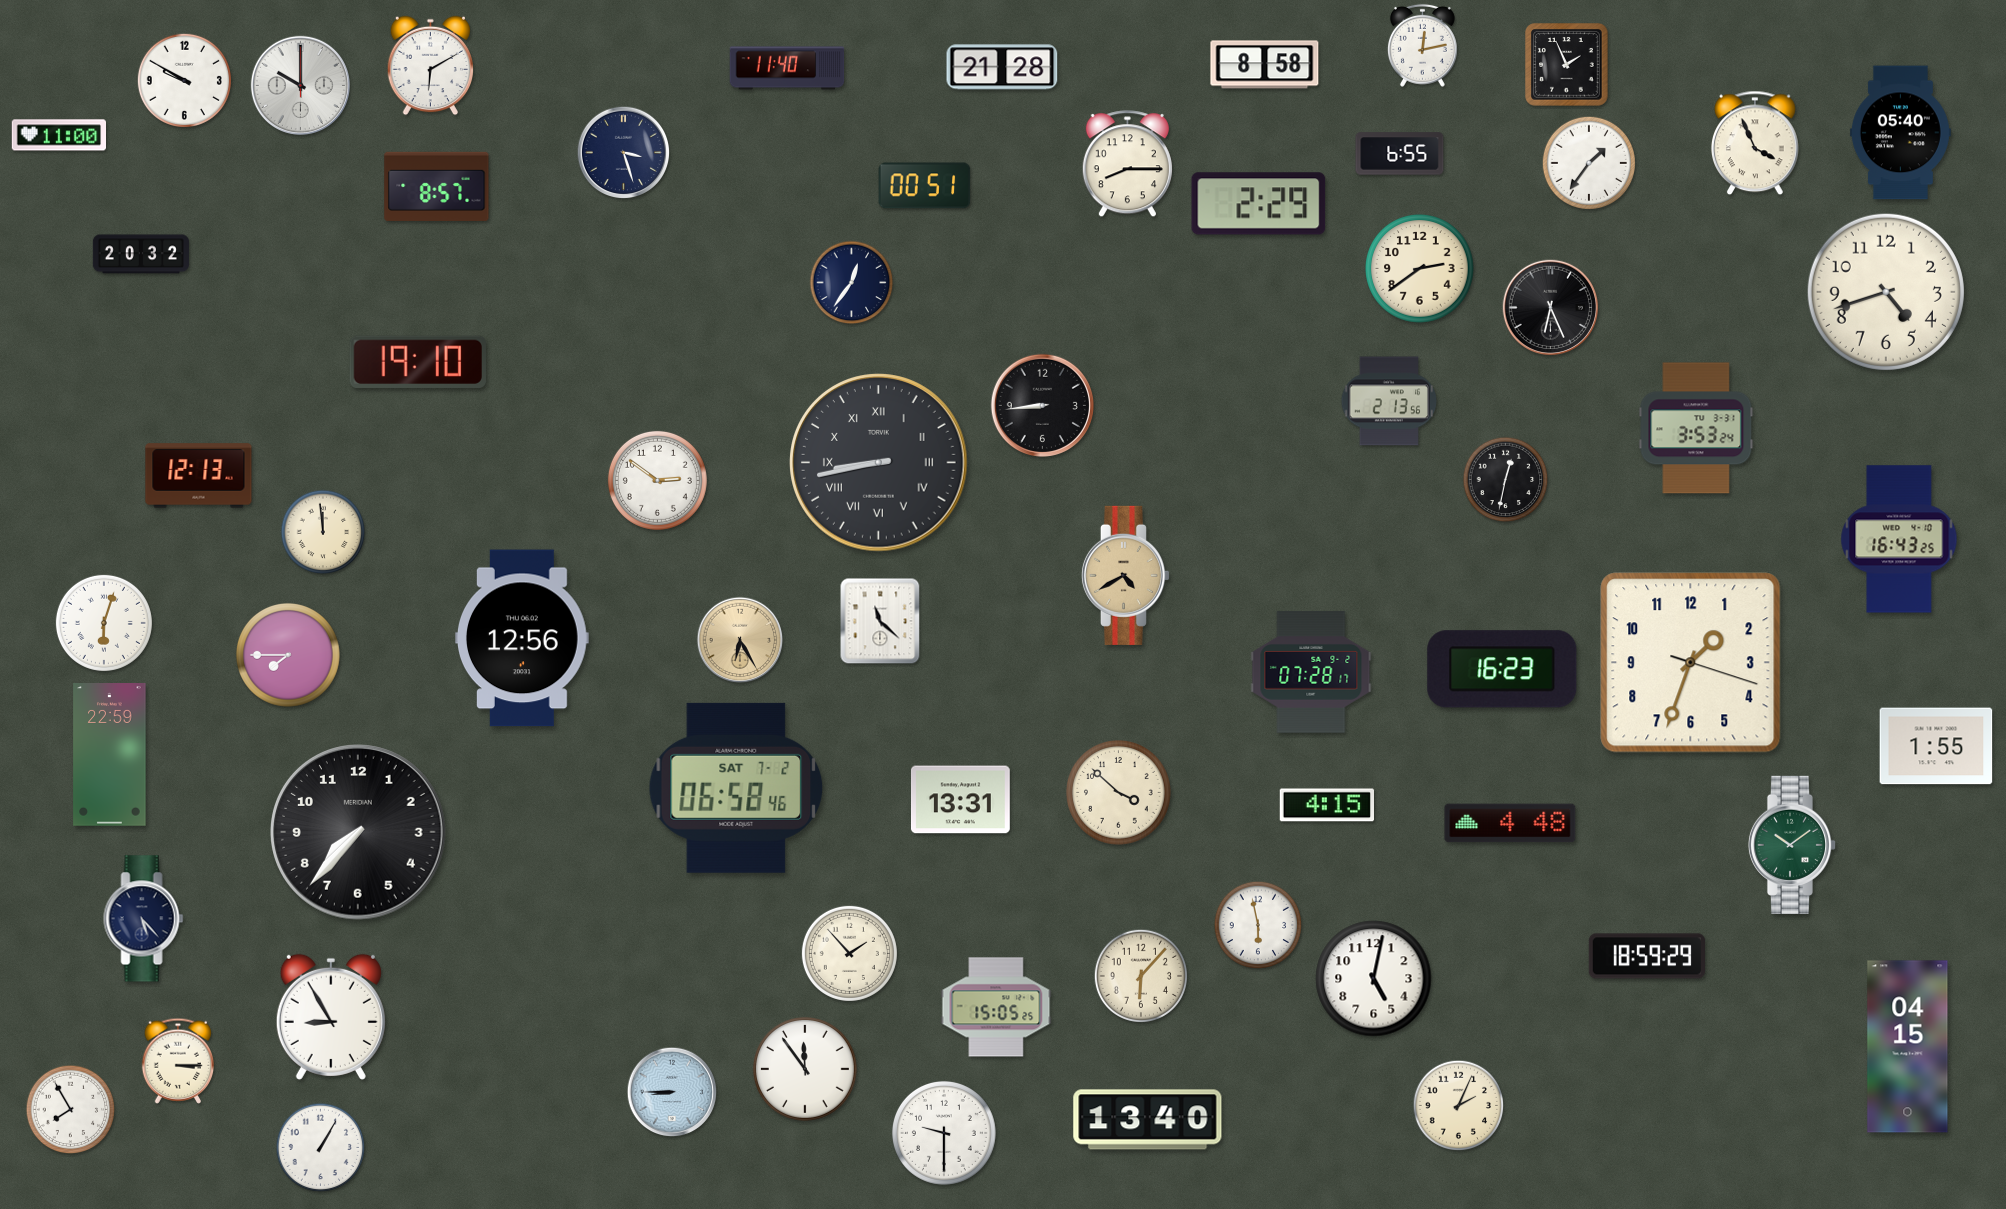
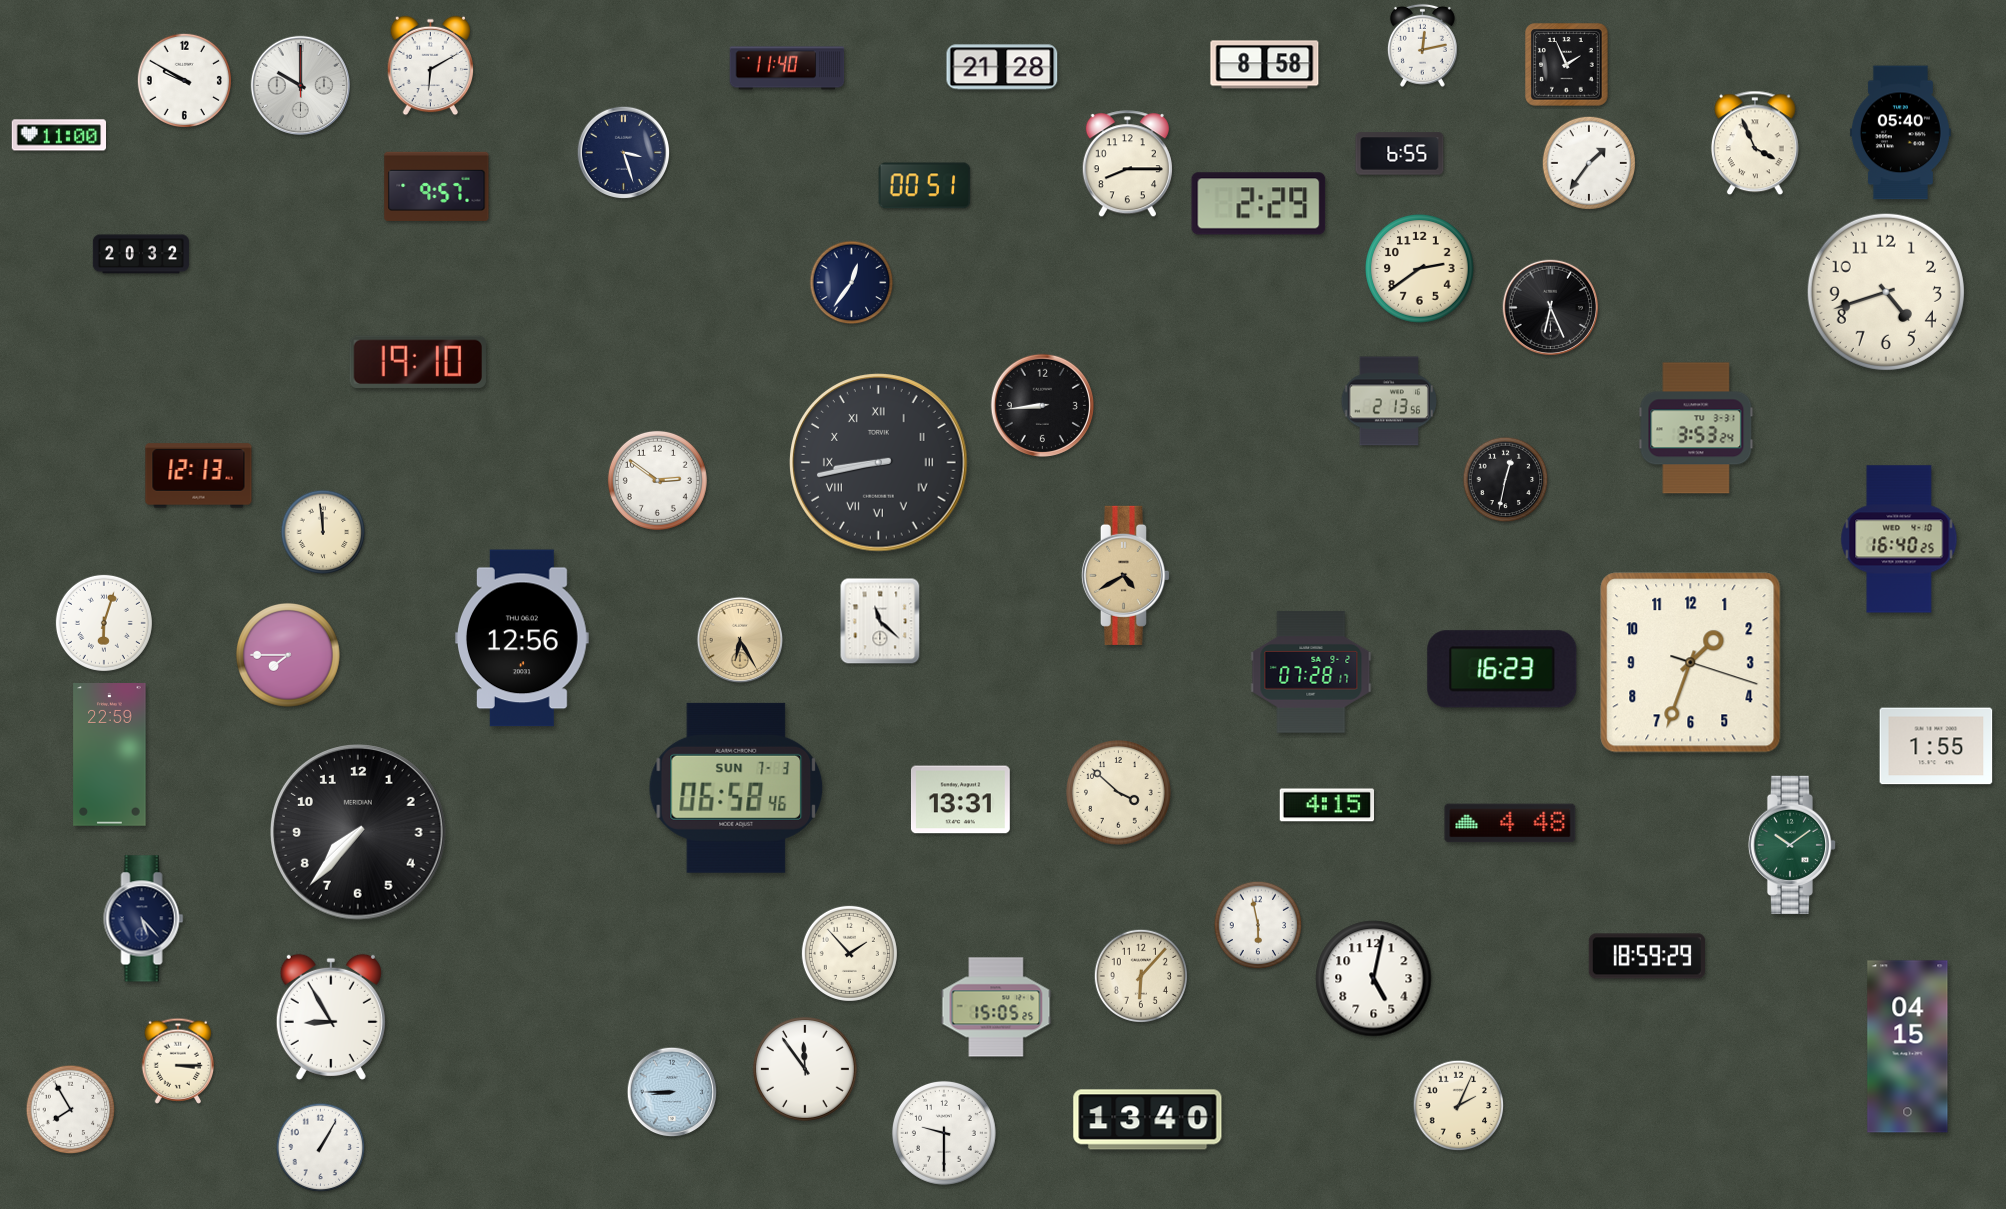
clock at (437, 186): 8:57 -> 9:57
clock at (1899, 539): 16:43 -> 16:40
clock at (736, 788) date: SAT 7-2 -> SUN 7-3
